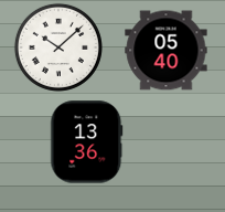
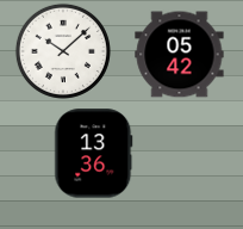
clock at (167, 51): 05:40 -> 05:42
